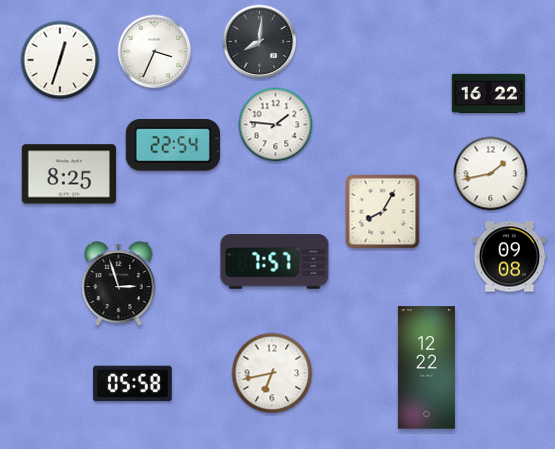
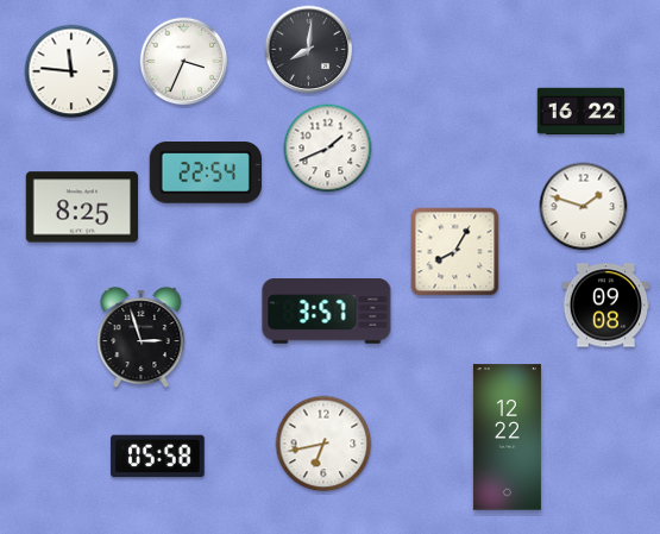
clock at (60, 60): 12:33 -> 11:46
clock at (276, 125): 1:46 -> 1:41
clock at (491, 174): 1:43 -> 1:48
clock at (275, 262): 7:57 -> 3:57
